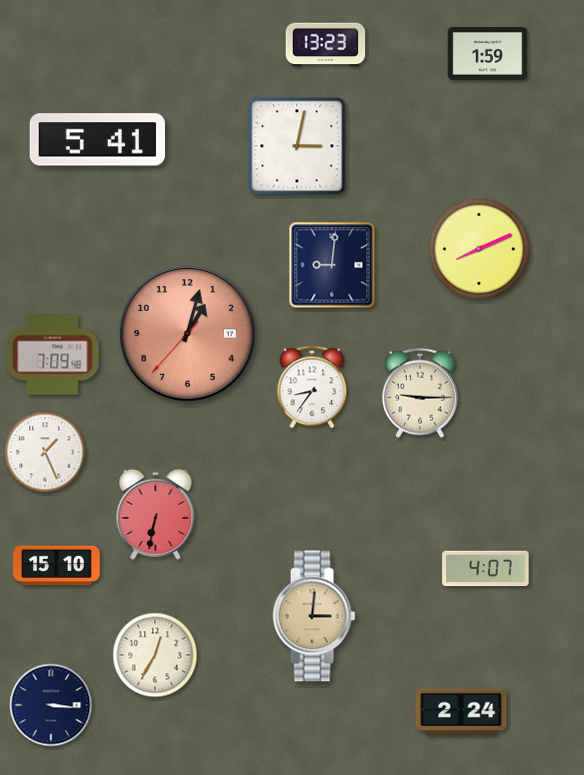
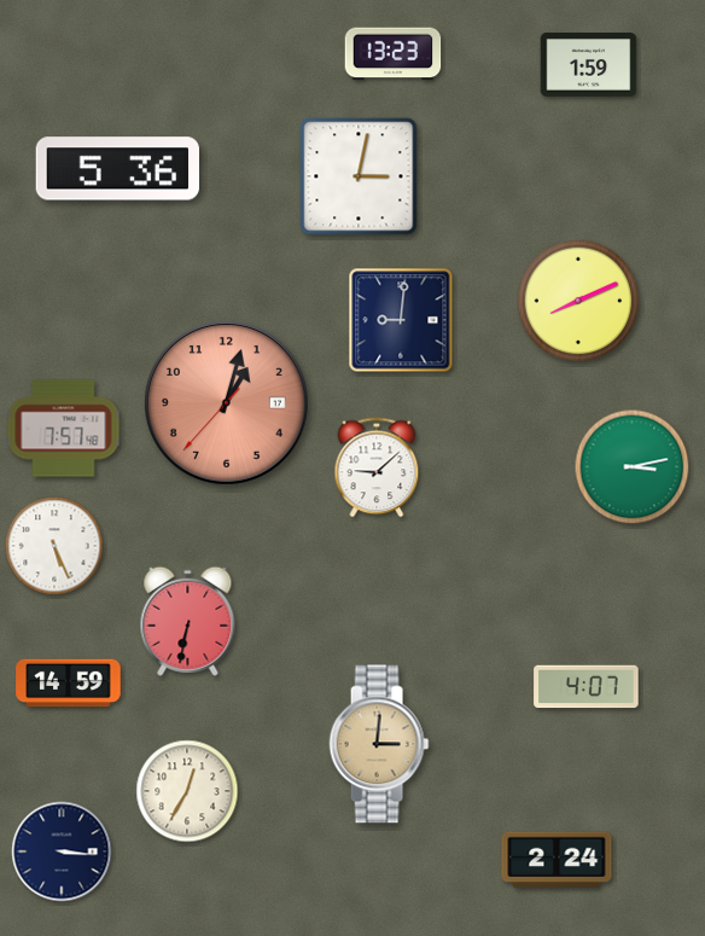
clock at (97, 140): 5:41 -> 5:36
clock at (53, 355): 7:09 -> 7:57
clock at (312, 387): 8:36 -> 9:08
clock at (633, 467): none -> 3:13
clock at (420, 393): 9:15 -> none
clock at (45, 452): 1:26 -> 5:26
clock at (57, 566): 15:10 -> 14:59
